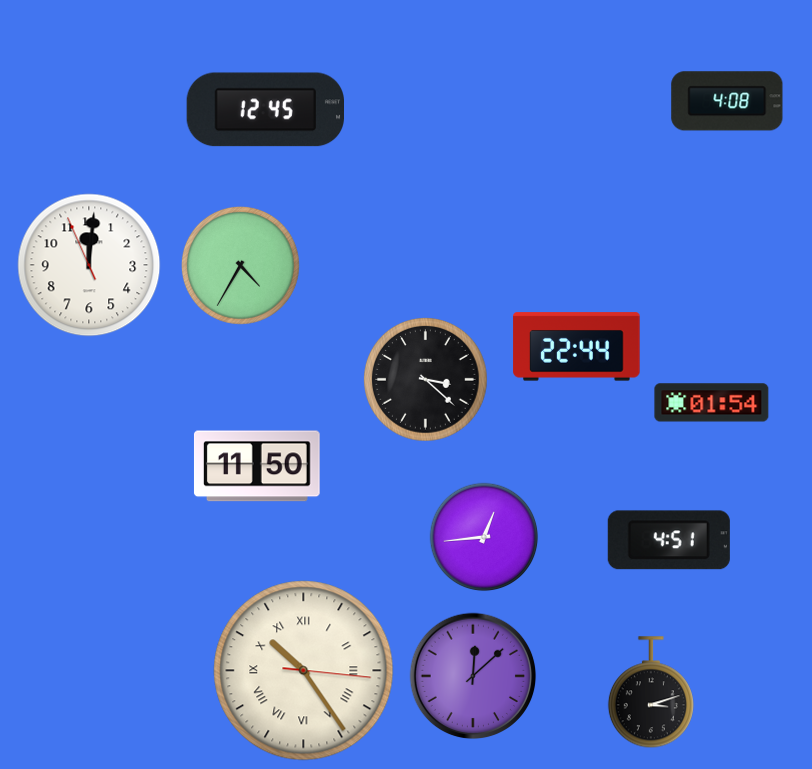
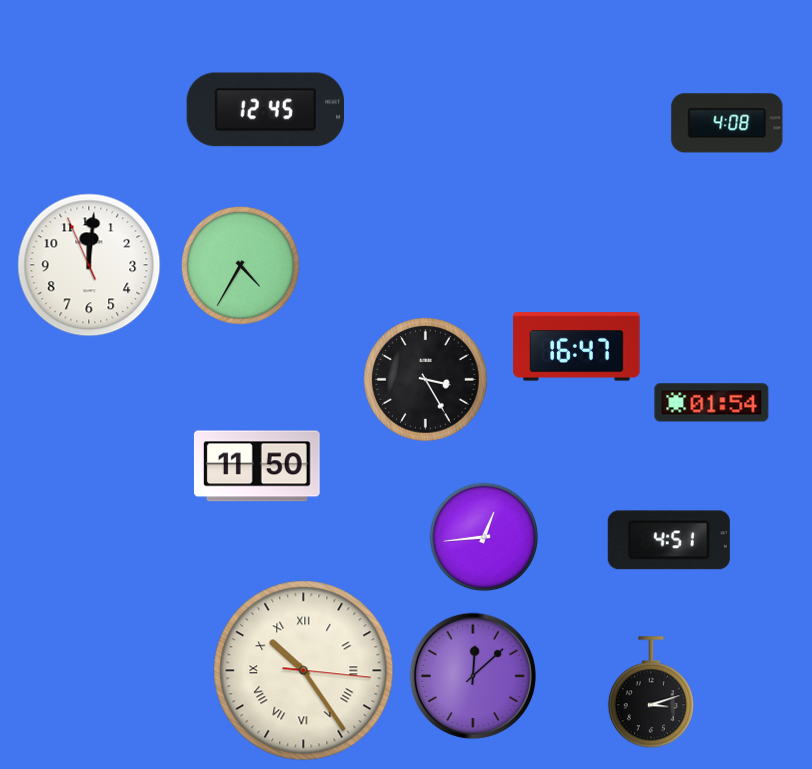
clock at (727, 101) position: (727, 101) -> (727, 123)
clock at (577, 347): 22:44 -> 16:47
clock at (426, 380): 3:22 -> 3:25
